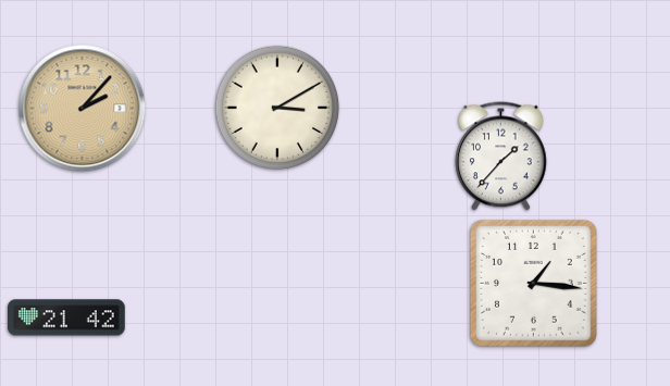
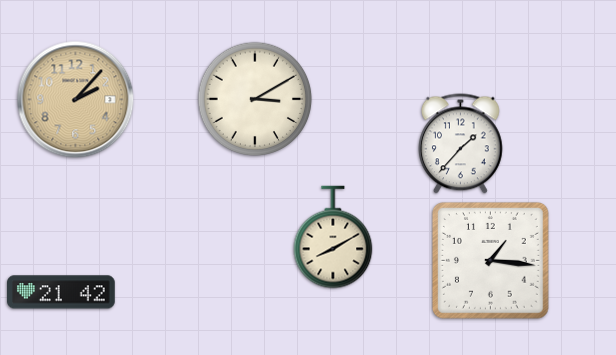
clock at (333, 237): none -> 8:10
